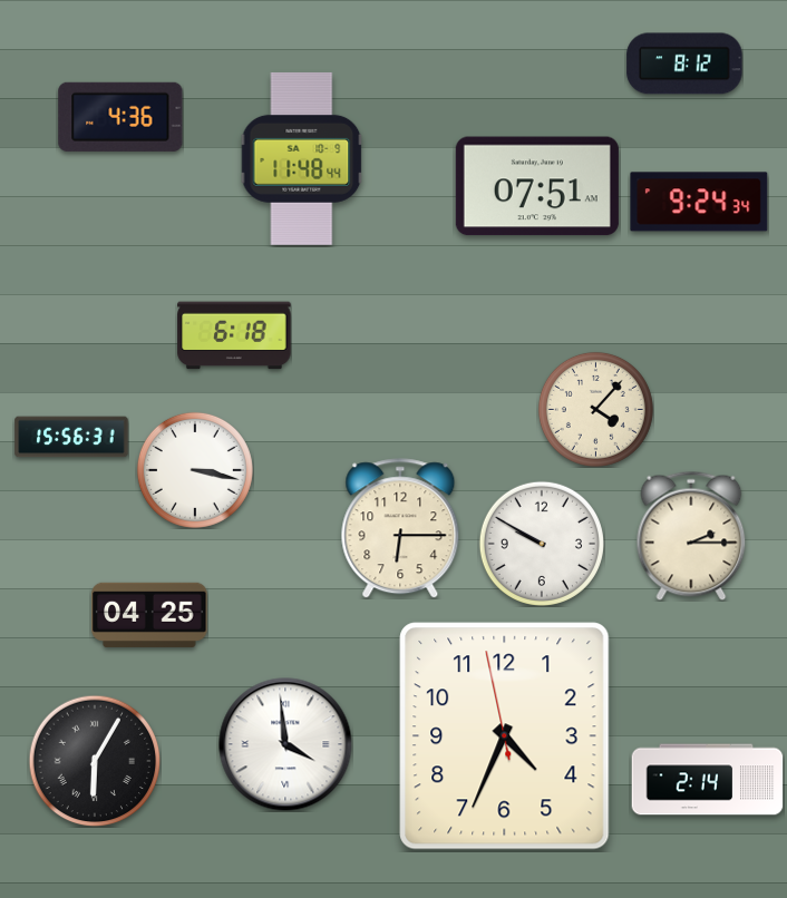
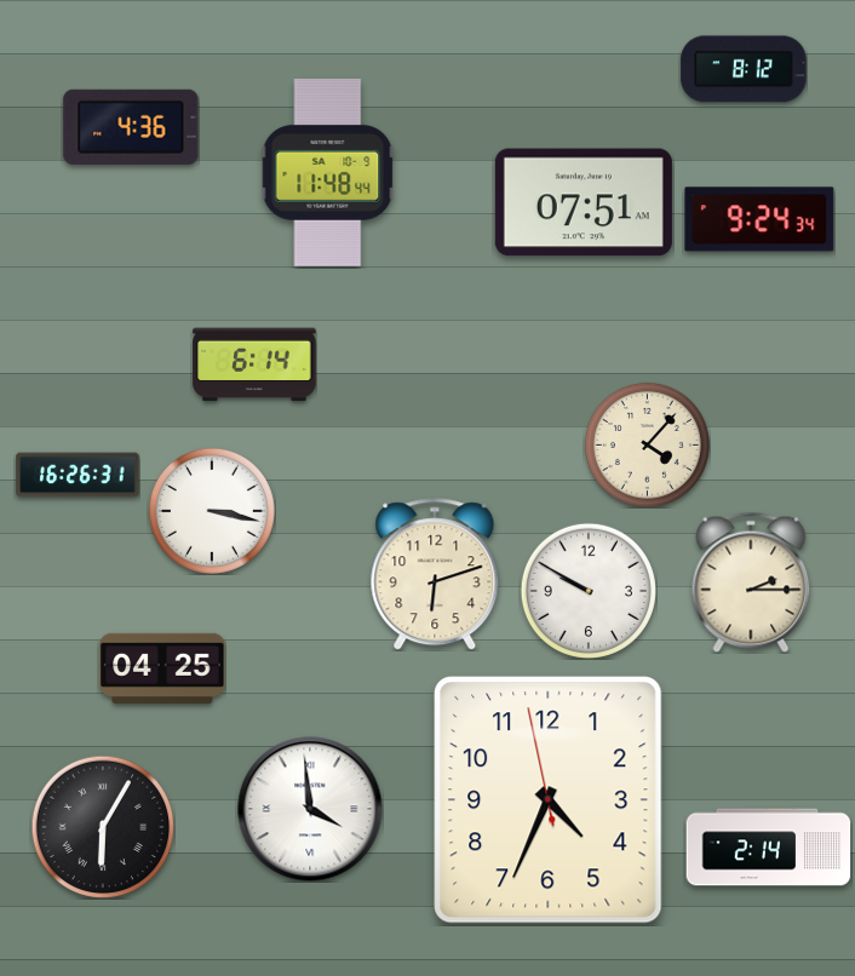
clock at (234, 335): 6:18 -> 6:14
clock at (71, 437): 15:56 -> 16:26
clock at (400, 528): 6:15 -> 6:12
